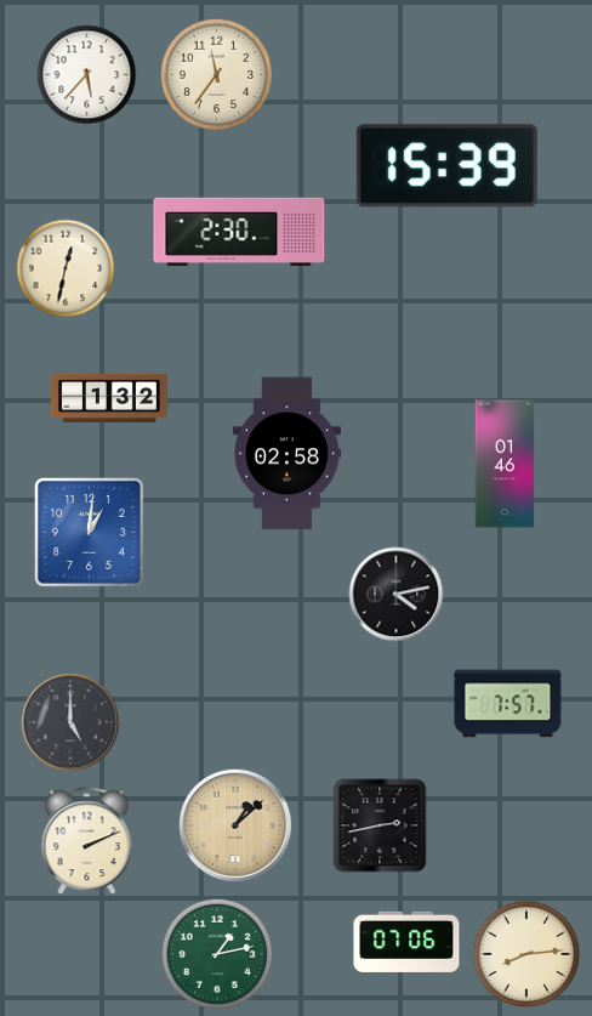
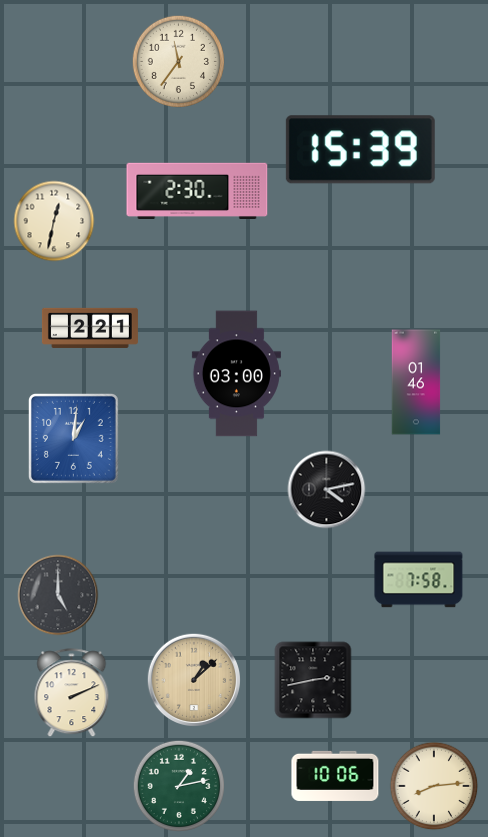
clock at (87, 75): 5:37 -> none
clock at (446, 166) position: (446, 166) -> (360, 150)
clock at (109, 398): 1:32 -> 2:21
clock at (286, 454): 02:58 -> 03:00
clock at (508, 704): 7:57 -> 7:58
clock at (406, 942): 07:06 -> 10:06
